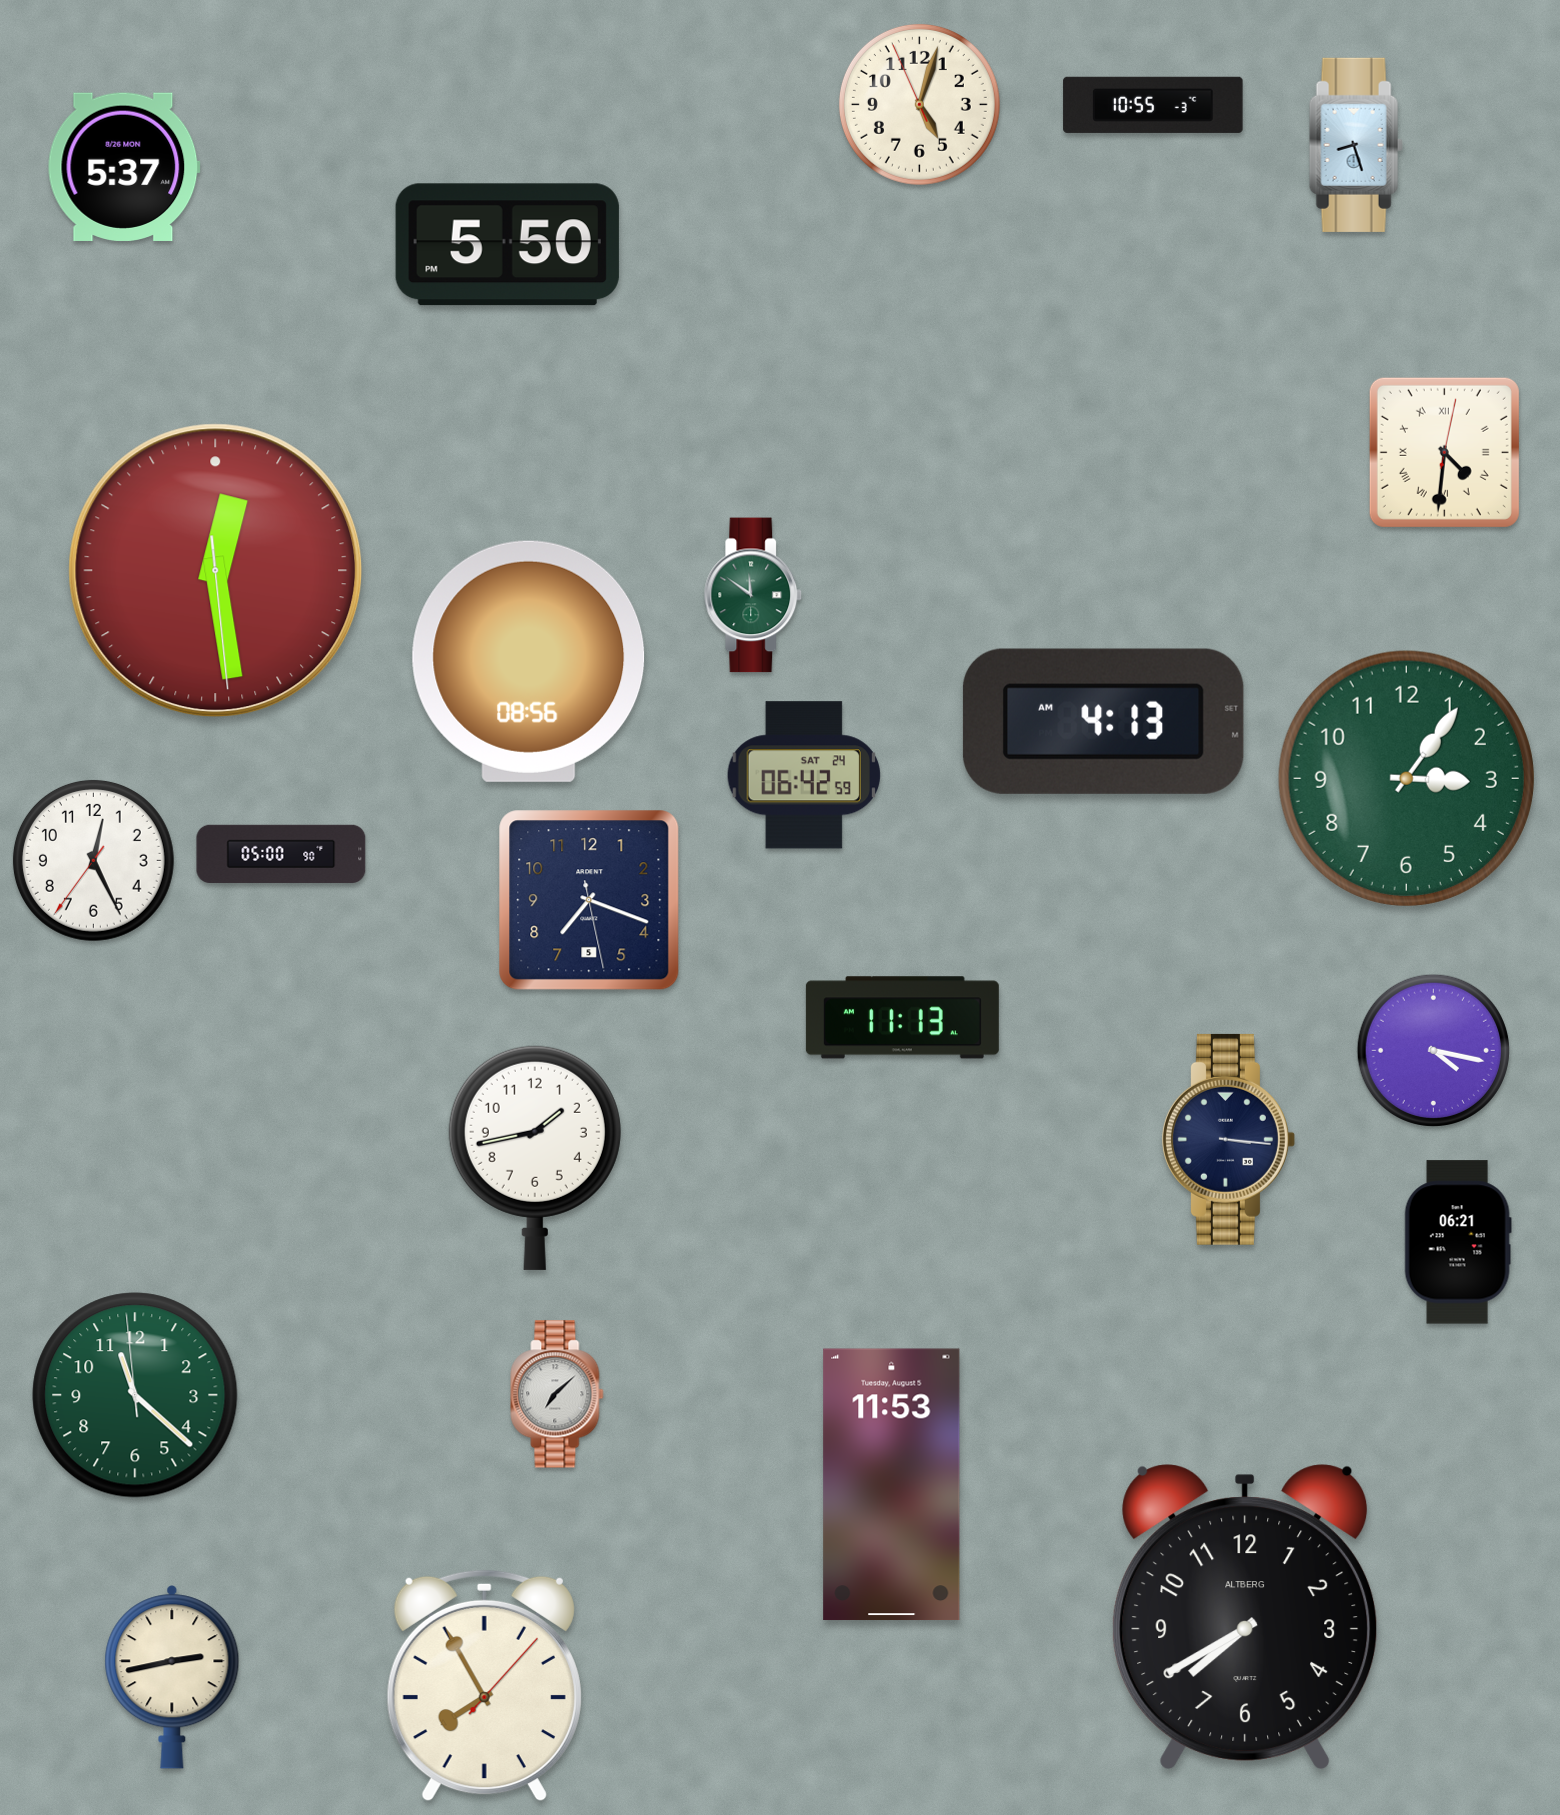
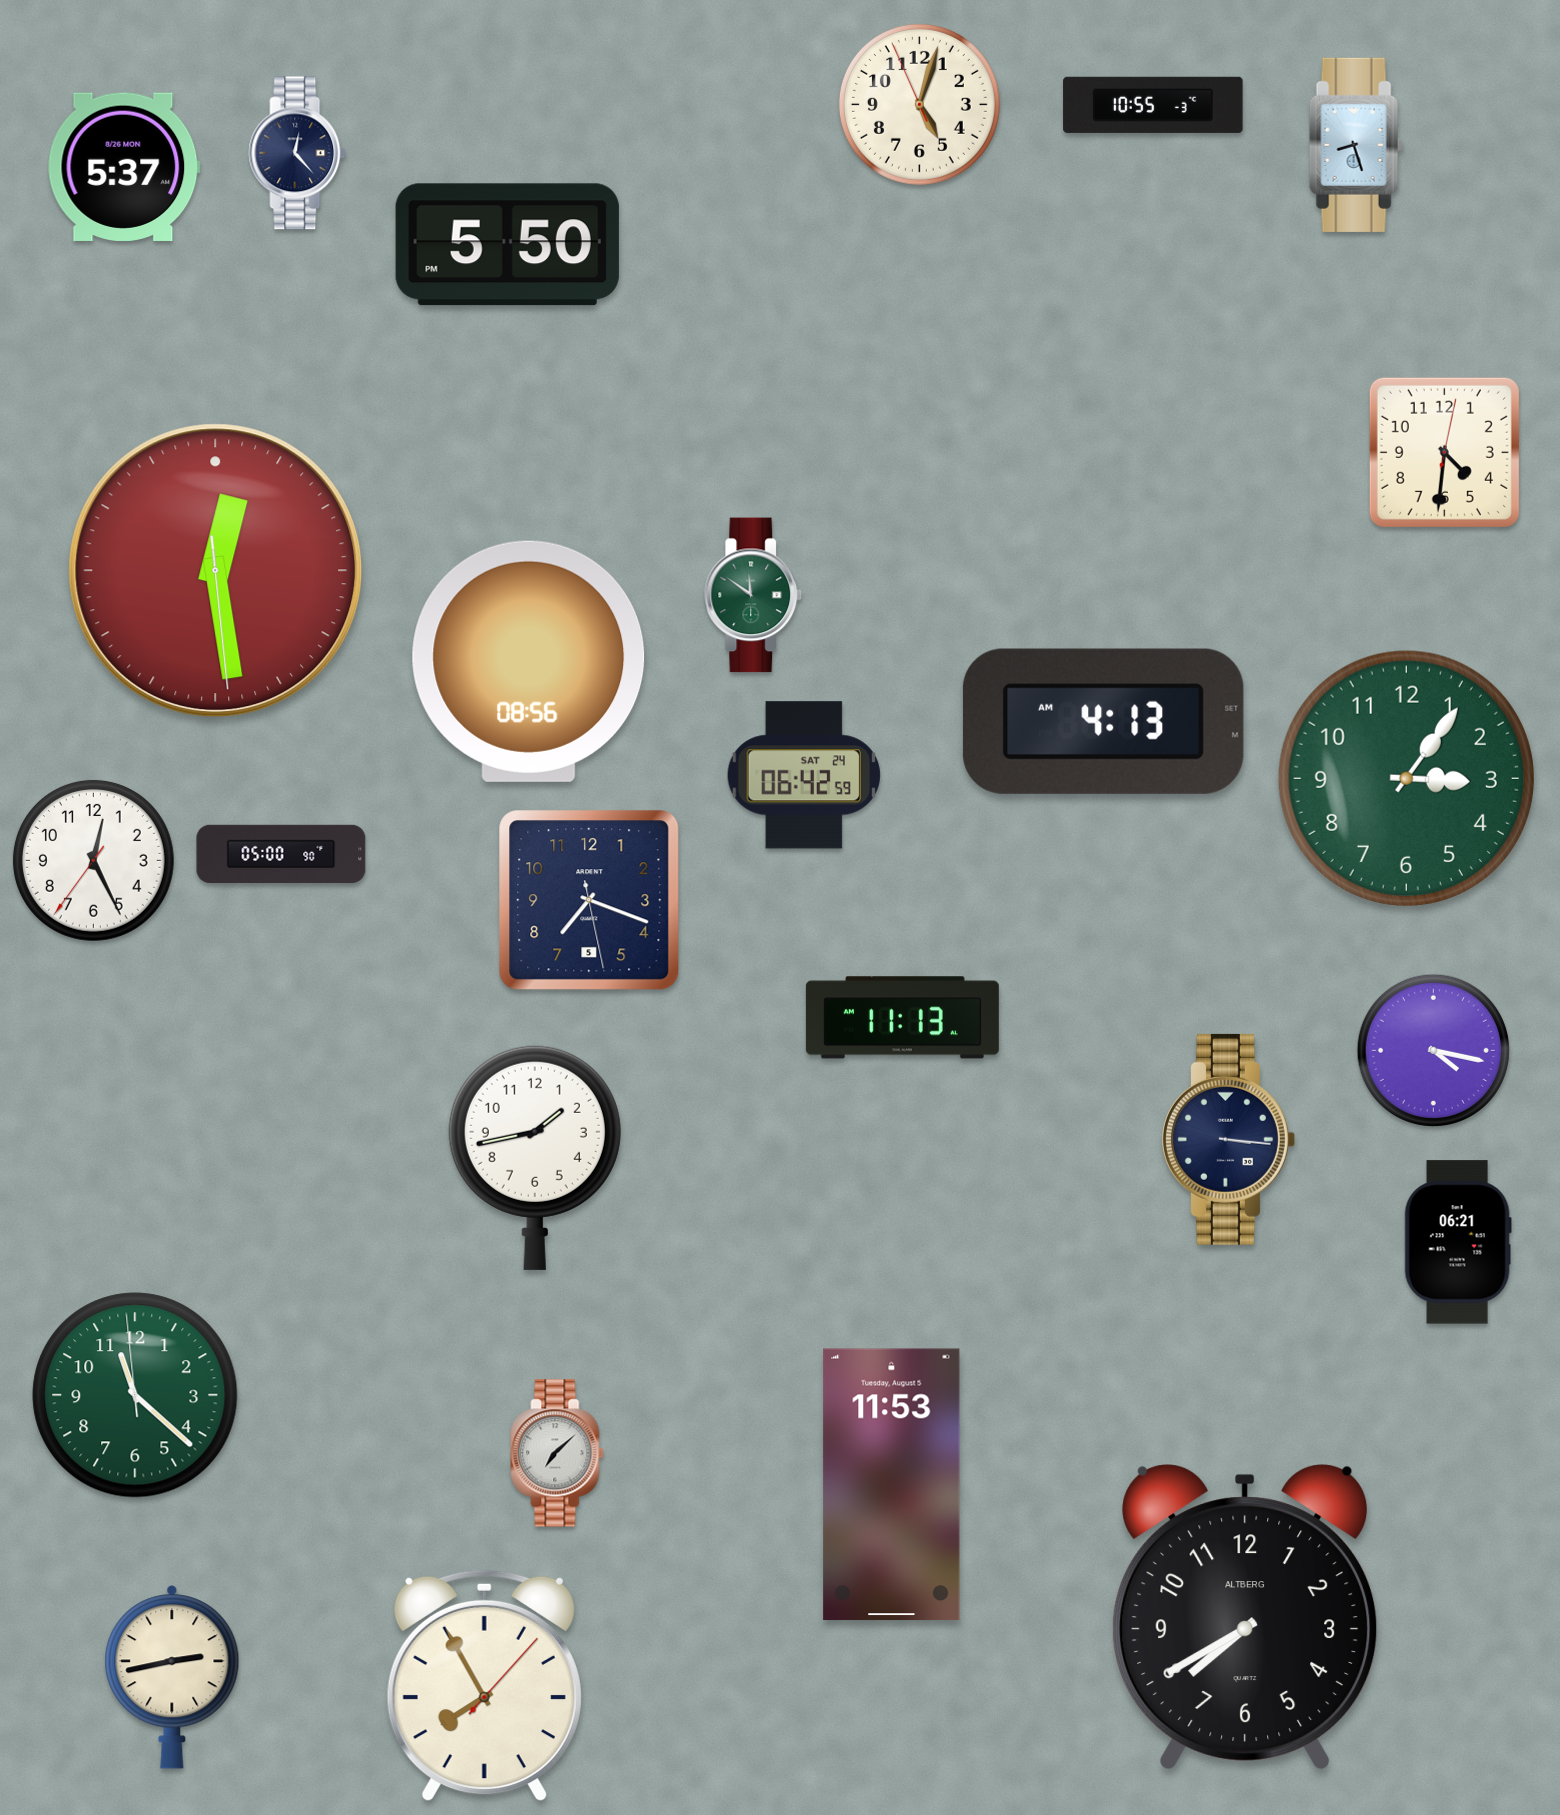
clock at (297, 153): none -> 12:23
clock at (1444, 452) numerals: Roman -> Arabic
clock at (557, 1394) position: (557, 1394) -> (557, 1453)
